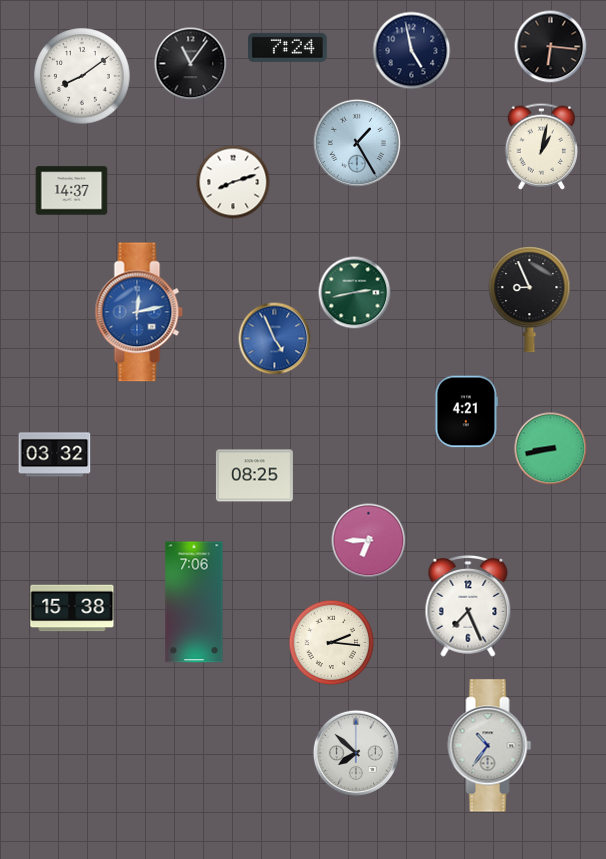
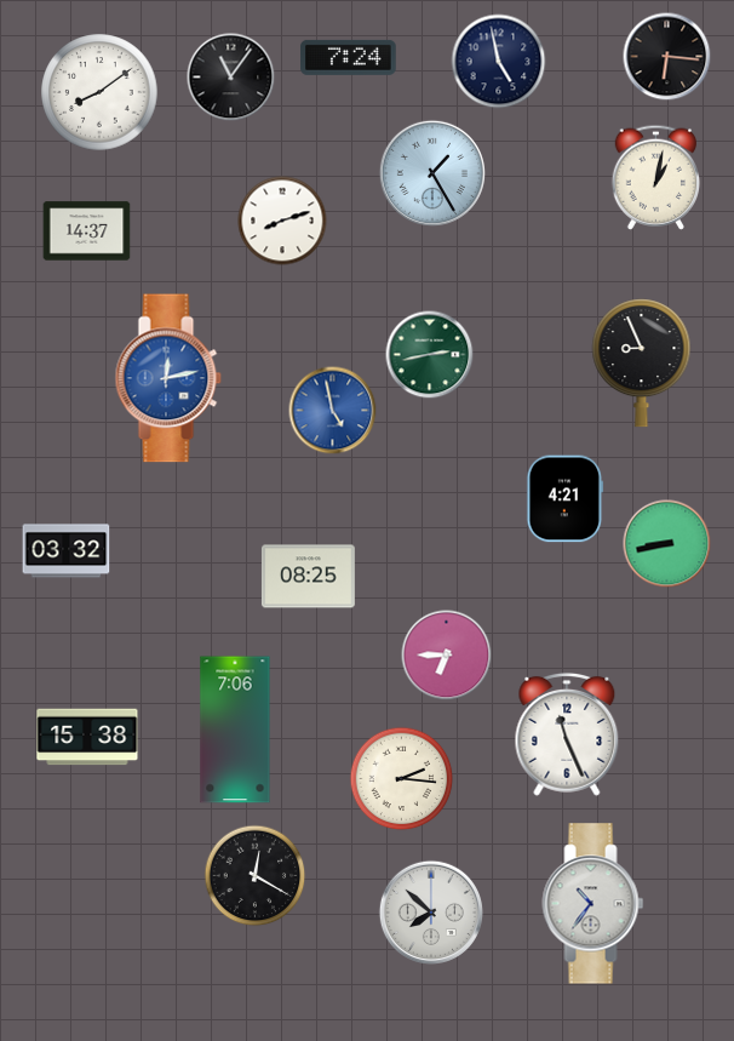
clock at (275, 339): 4:56 -> 4:58
clock at (468, 606): 7:26 -> 11:26
clock at (256, 876): none -> 12:20
